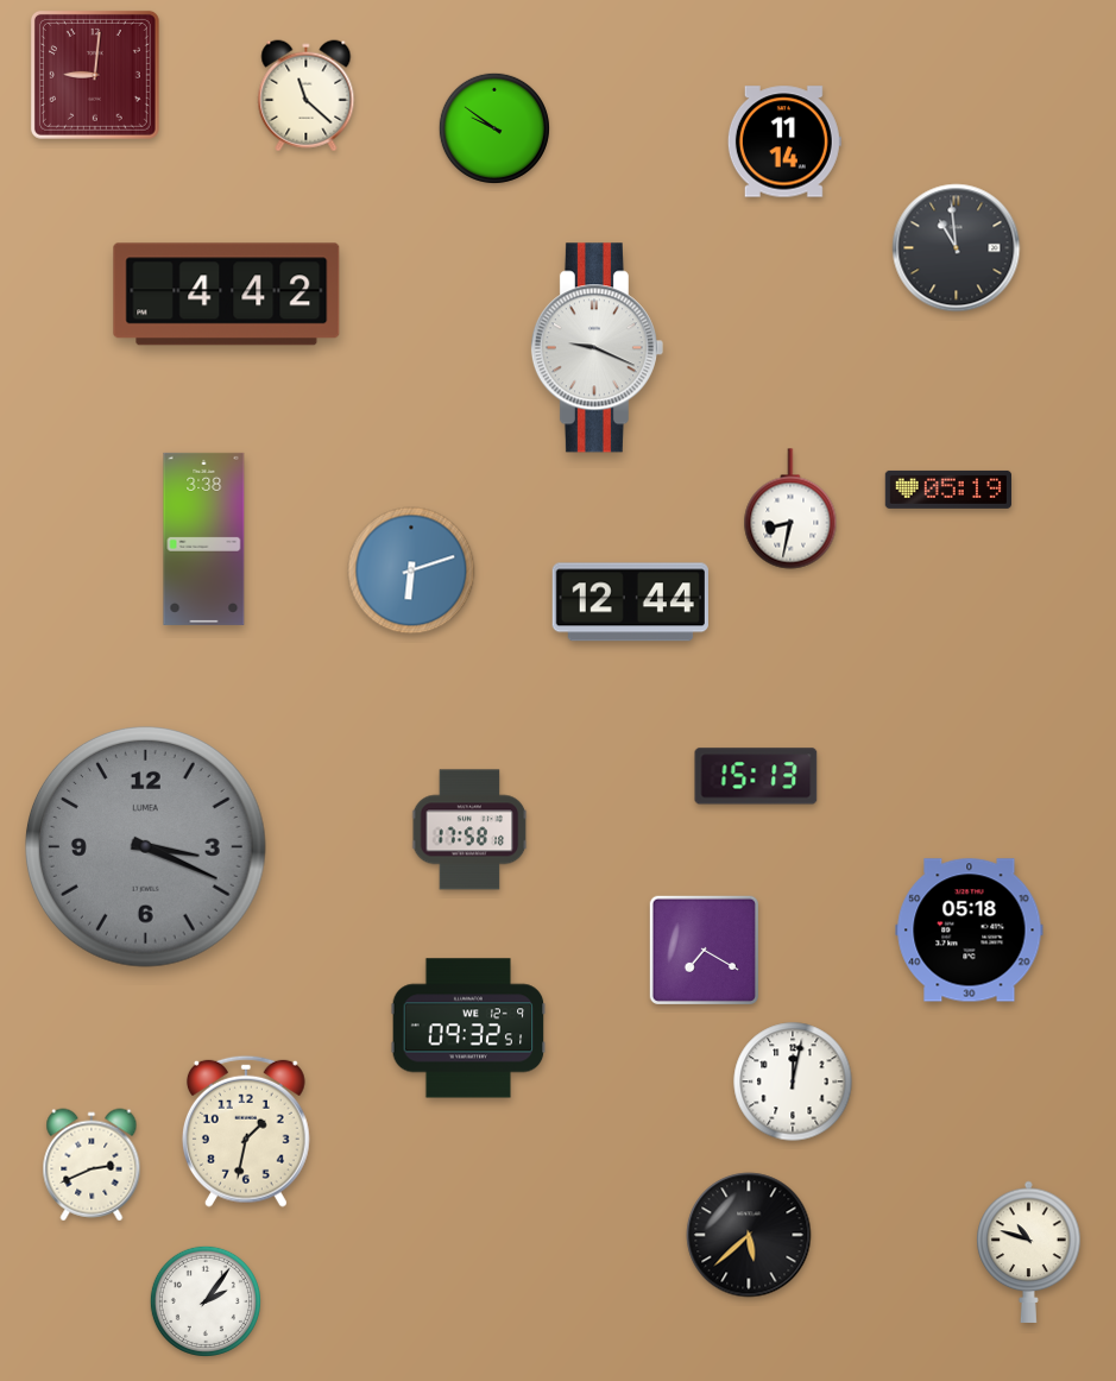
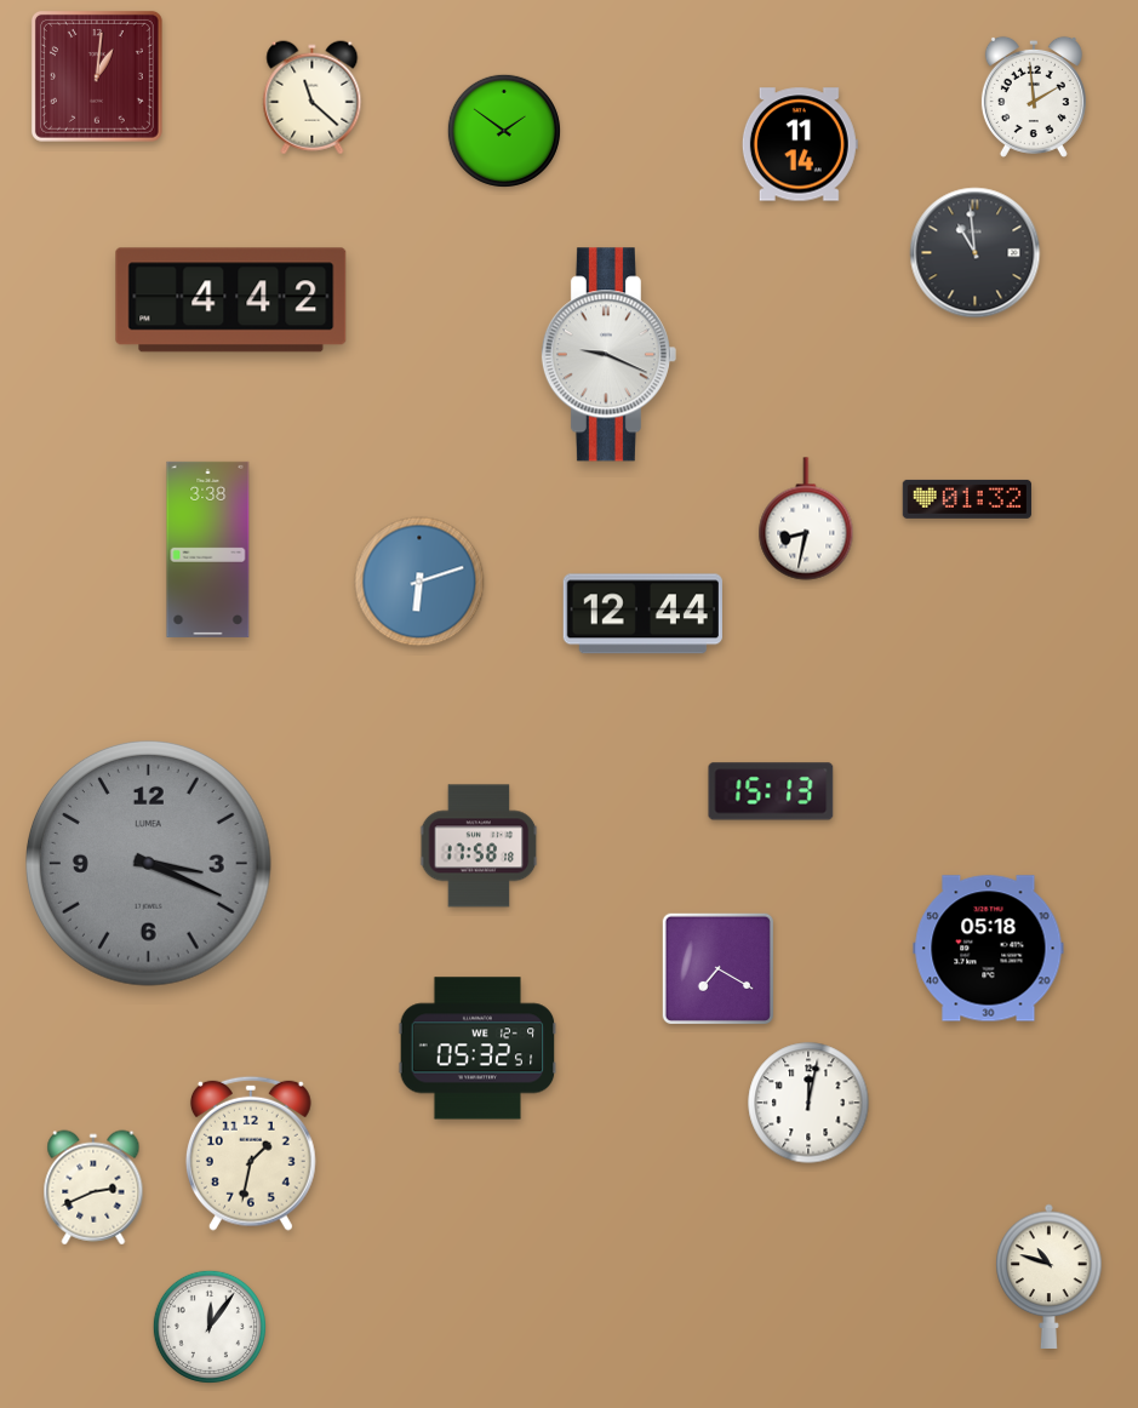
clock at (95, 75): 9:01 -> 1:01
clock at (1034, 97): none -> 1:59
clock at (494, 128): 9:51 -> 1:51
clock at (947, 490): 05:19 -> 01:32
clock at (468, 1028): 09:32 -> 05:32
clock at (749, 1235): 5:38 -> none
clock at (206, 1301): 2:06 -> 12:06
